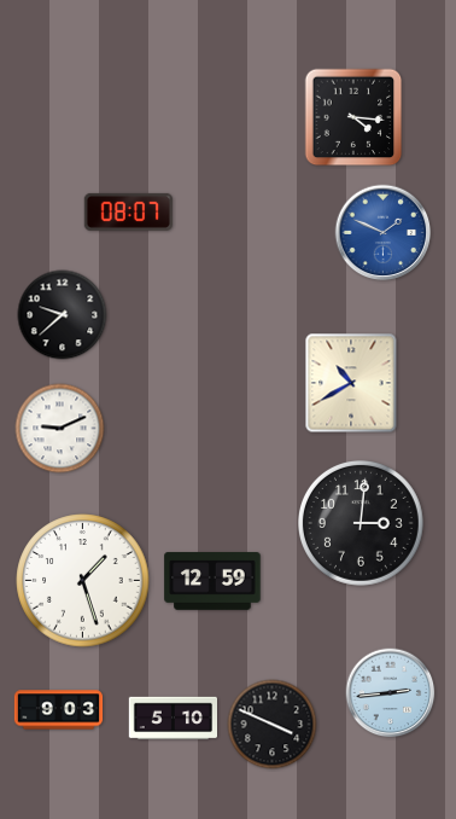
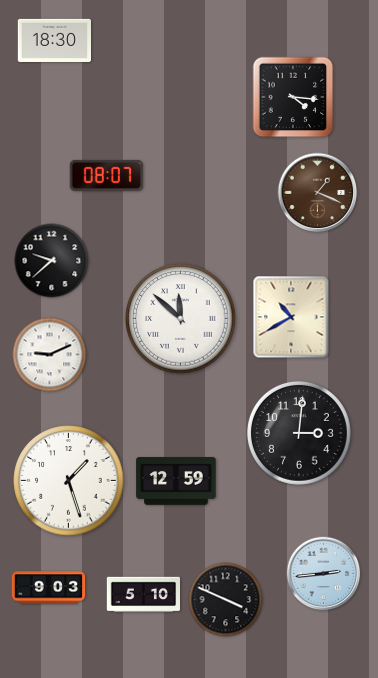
clock at (55, 40): none -> 18:30
clock at (384, 233): 1:49 -> 1:19
clock at (384, 233) dial: blue -> brown
clock at (181, 319): none -> 11:52
